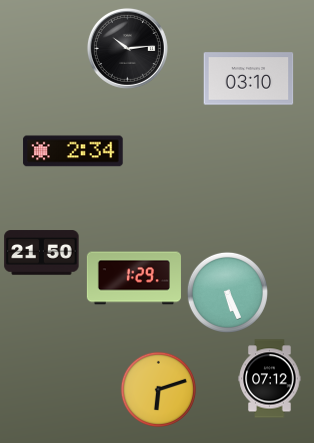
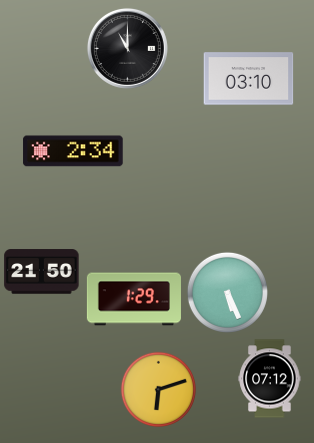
clock at (127, 48): 10:14 -> 11:00
clock at (42, 253) position: (42, 253) -> (42, 272)
clock at (134, 278) position: (134, 278) -> (134, 299)
